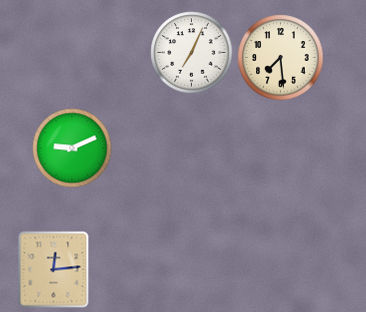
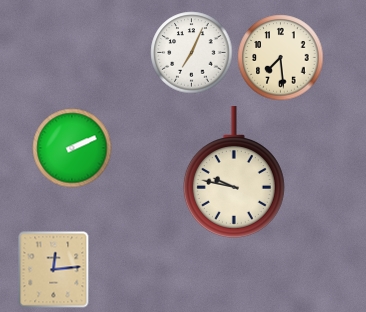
clock at (72, 148): 9:11 -> 2:11
clock at (234, 172): none -> 9:47
